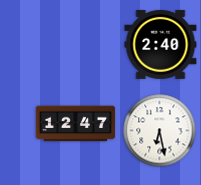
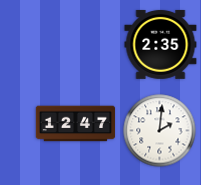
clock at (161, 44): 2:40 -> 2:35
clock at (160, 131): 6:28 -> 2:01
